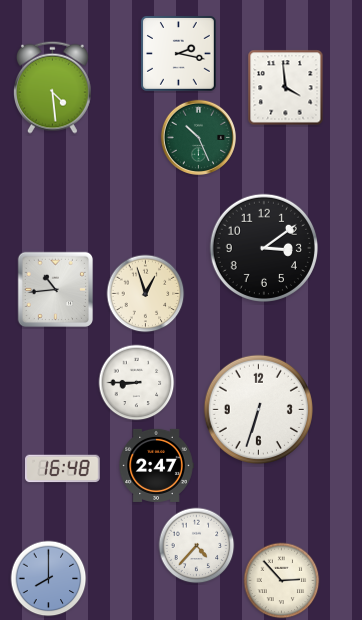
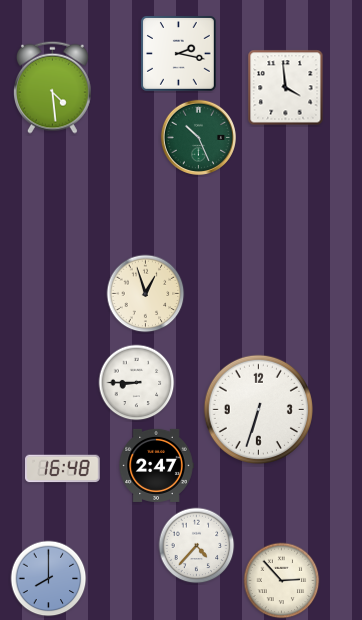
clock at (263, 247): 3:09 -> none
clock at (56, 290): 10:44 -> none
